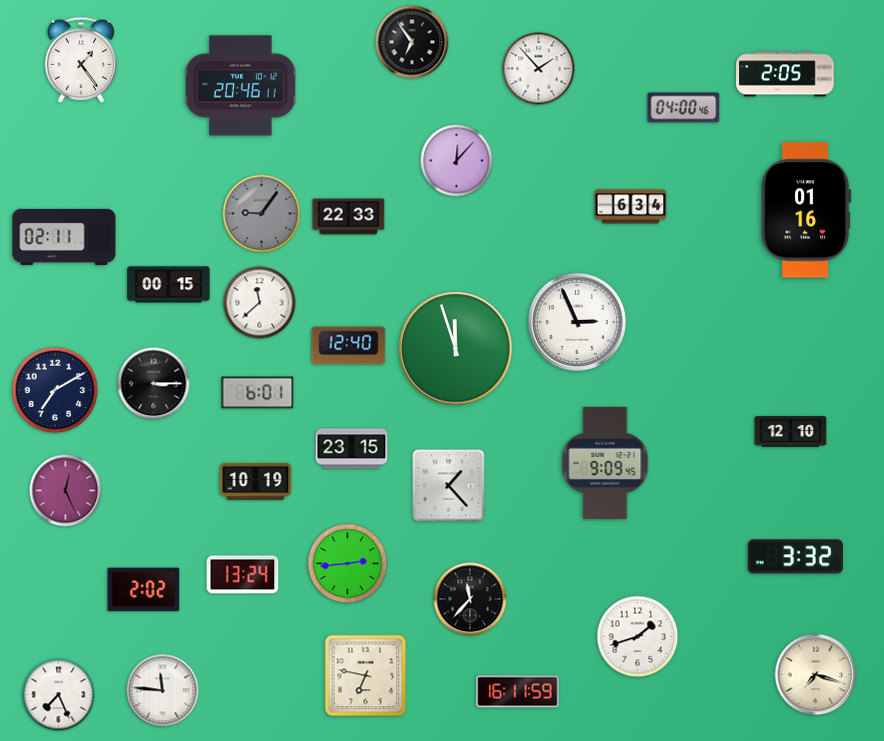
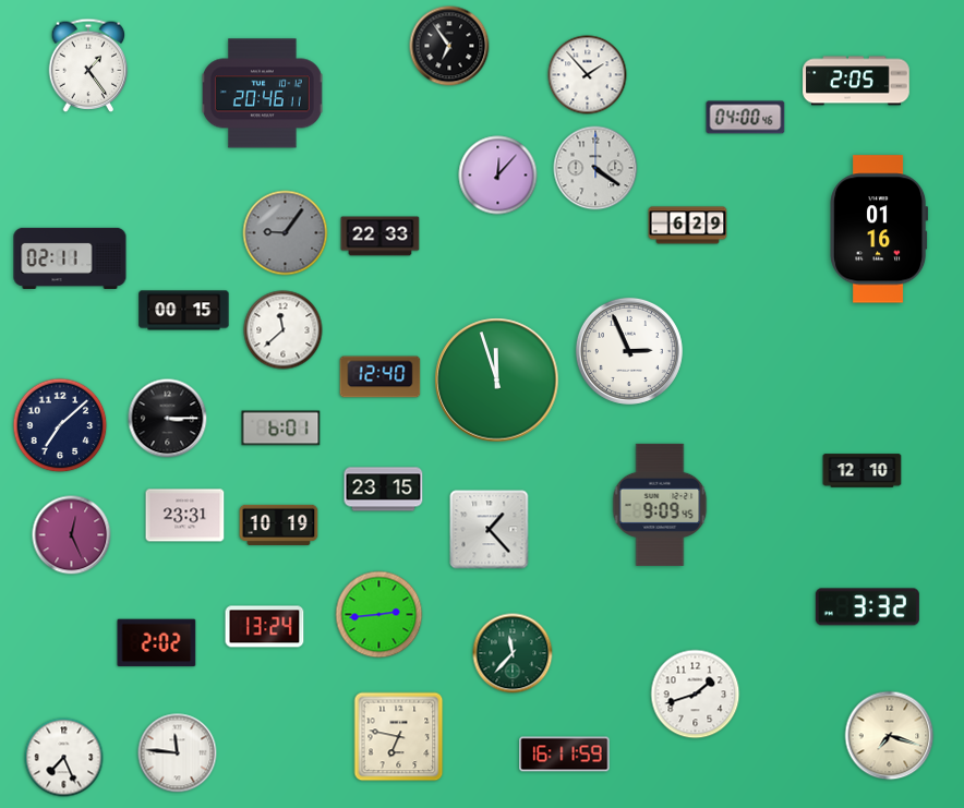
clock at (595, 168): none -> 4:21
clock at (631, 207): 6:34 -> 6:29
clock at (55, 390): 7:10 -> 7:08
clock at (185, 516): none -> 23:31
clock at (470, 599) dial: black -> green
